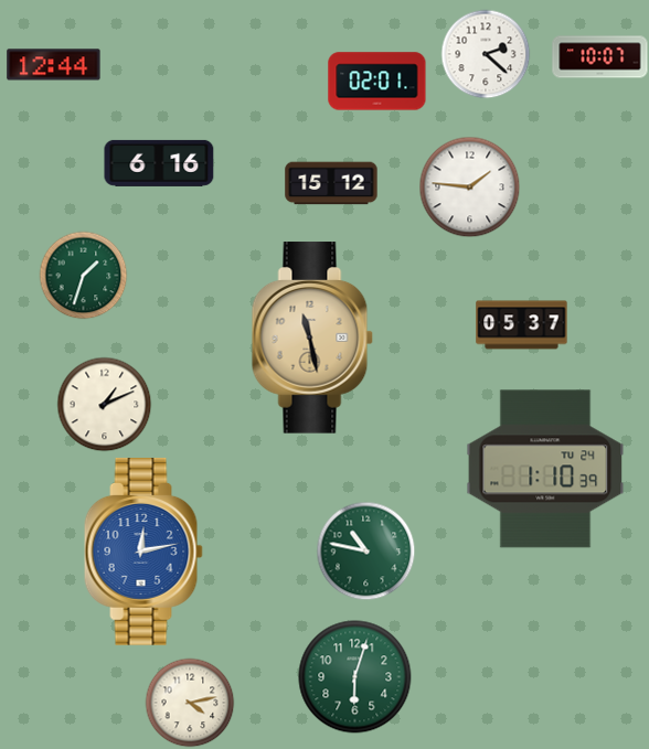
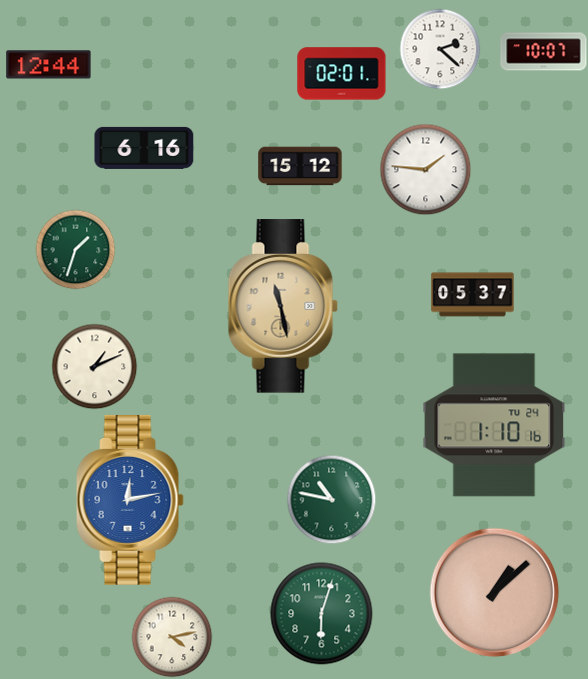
clock at (54, 65) position: (54, 65) -> (49, 65)
clock at (545, 469): 1:10:39 -> 1:10:16
clock at (495, 593): none -> 1:08
